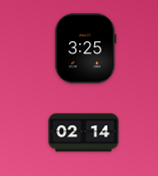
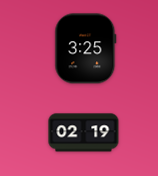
clock at (84, 133): 02:14 -> 02:19
